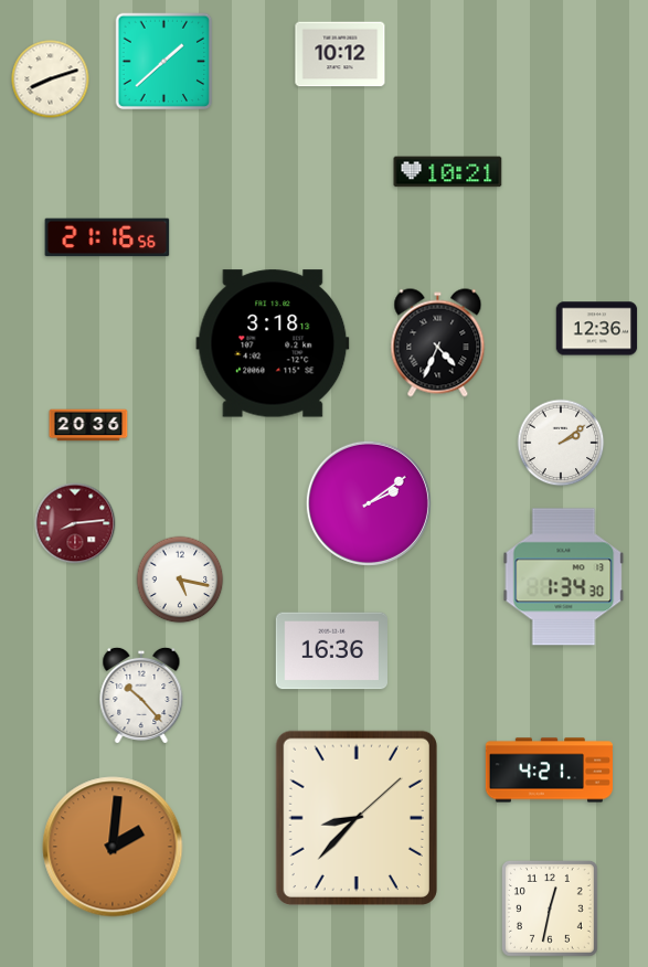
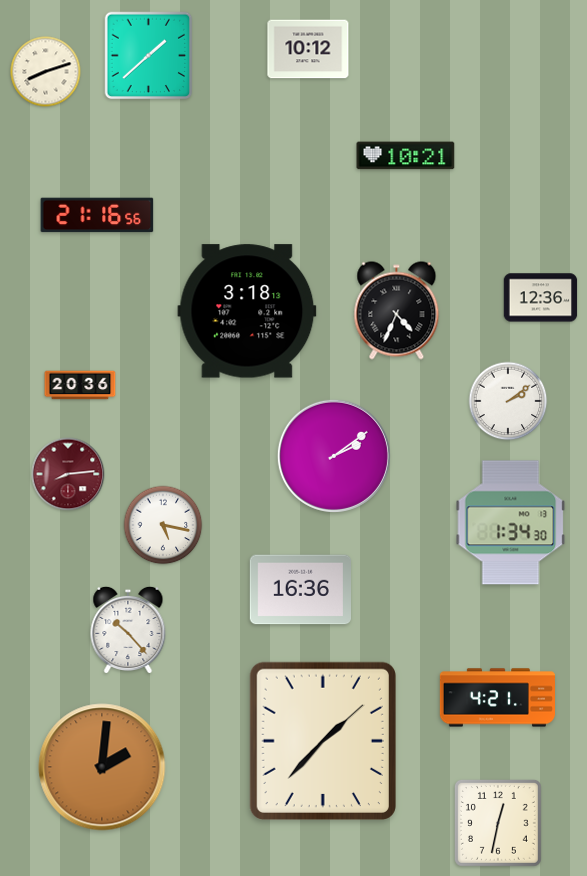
clock at (357, 818): 8:37 -> 1:37
